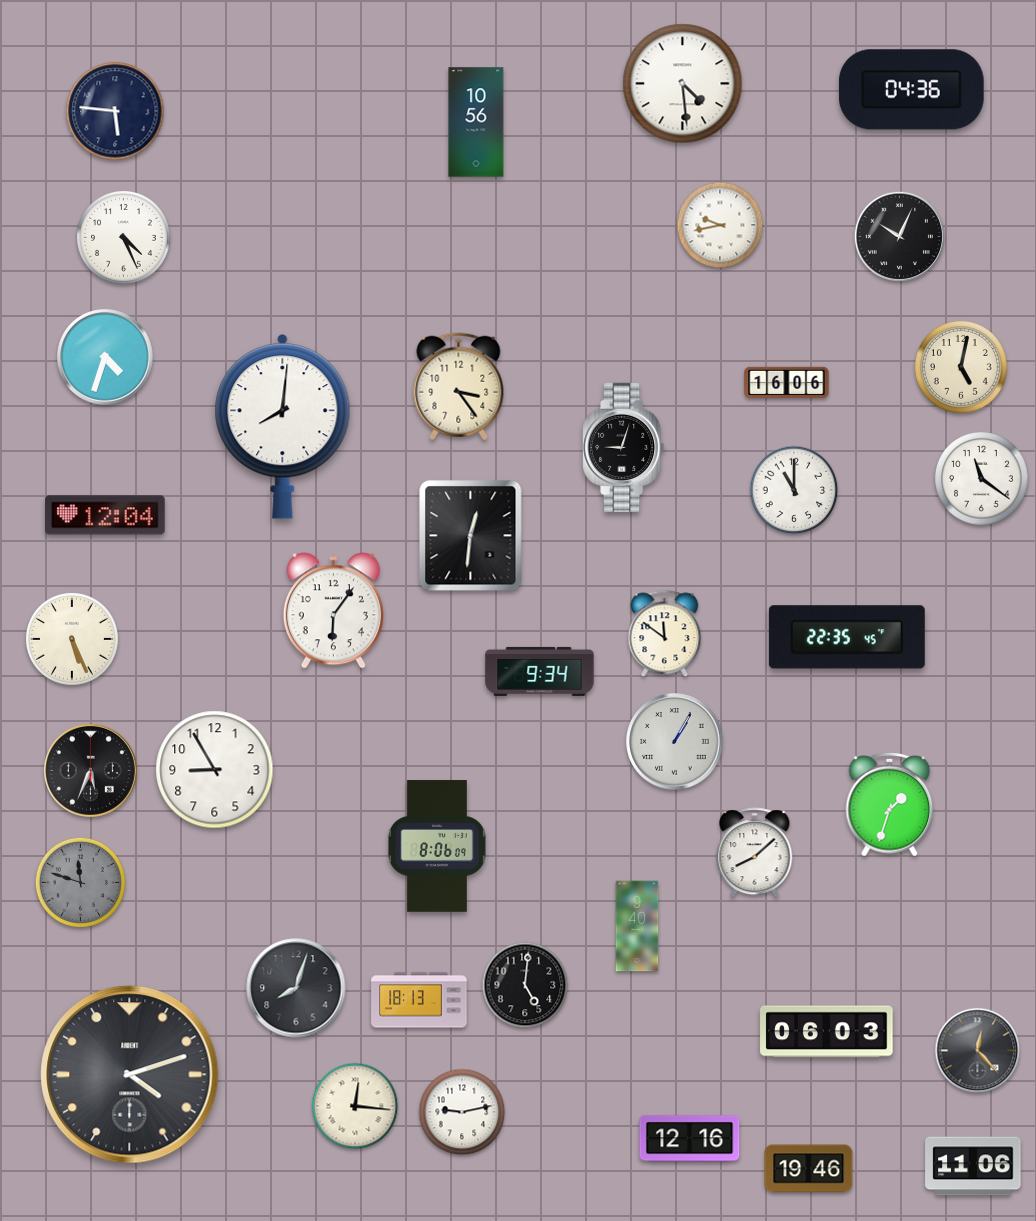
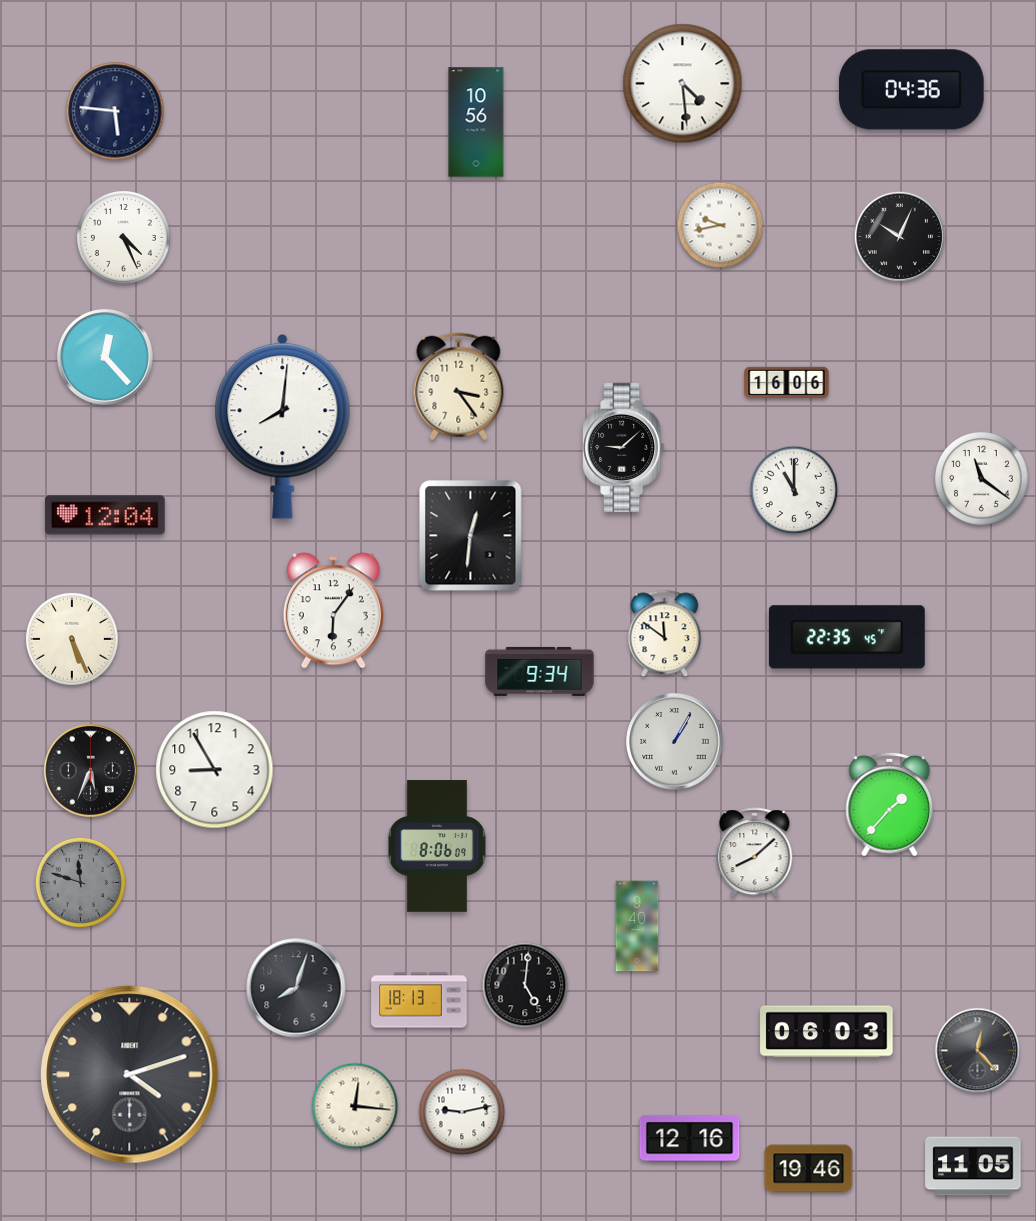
clock at (105, 357): 4:33 -> 12:23
clock at (961, 367): 5:02 -> none
clock at (624, 447): 9:03 -> 9:08
clock at (890, 804): 1:33 -> 1:37
clock at (973, 1166): 11:06 -> 11:05
